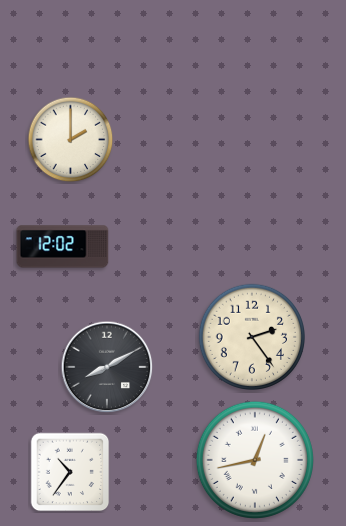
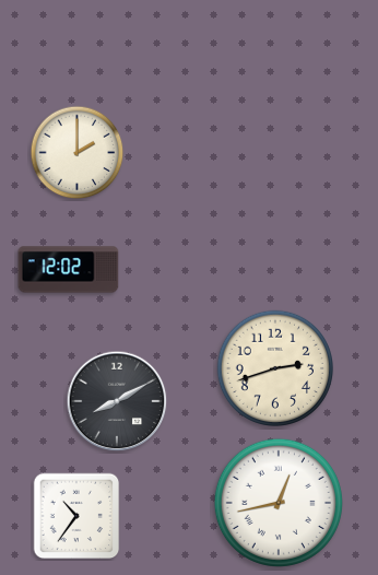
clock at (251, 336): 2:24 -> 2:42
